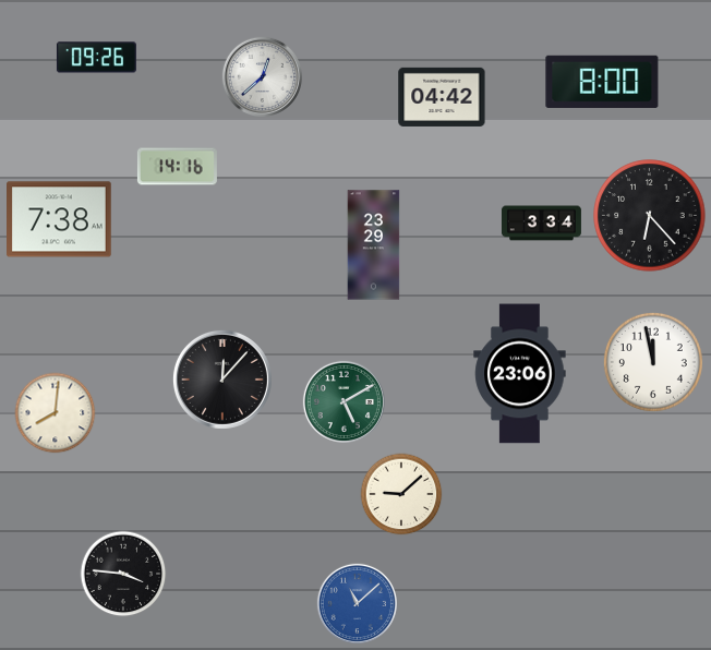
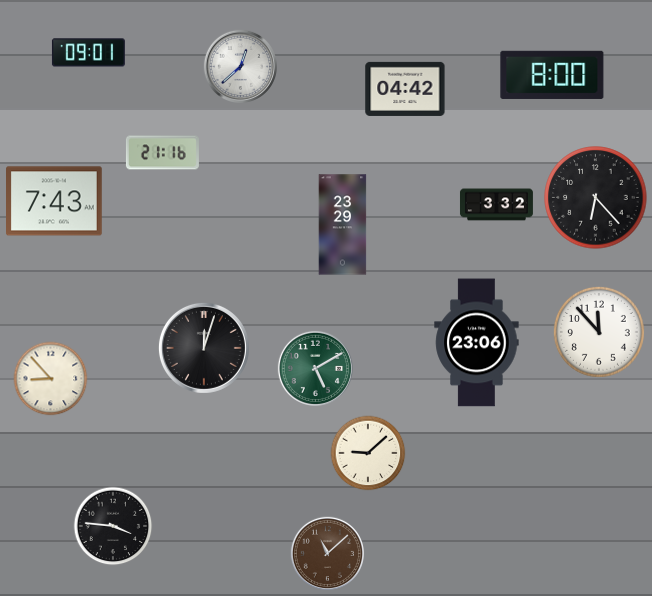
clock at (96, 58): 09:26 -> 09:01
clock at (262, 76) position: (262, 76) -> (240, 66)
clock at (177, 167): 14:16 -> 21:16
clock at (60, 219): 7:38 -> 7:43
clock at (541, 224): 3:34 -> 3:32
clock at (653, 362): 11:58 -> 11:53
clock at (222, 380): 12:07 -> 12:03
clock at (56, 413): 8:01 -> 8:53
clock at (357, 603) dial: blue -> brown
